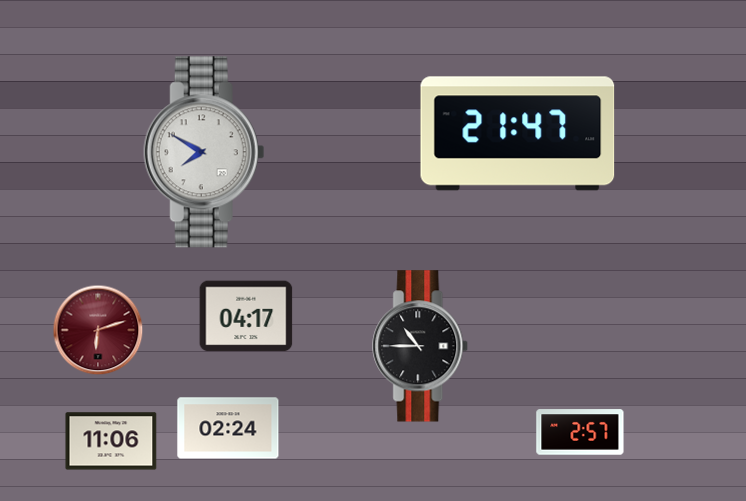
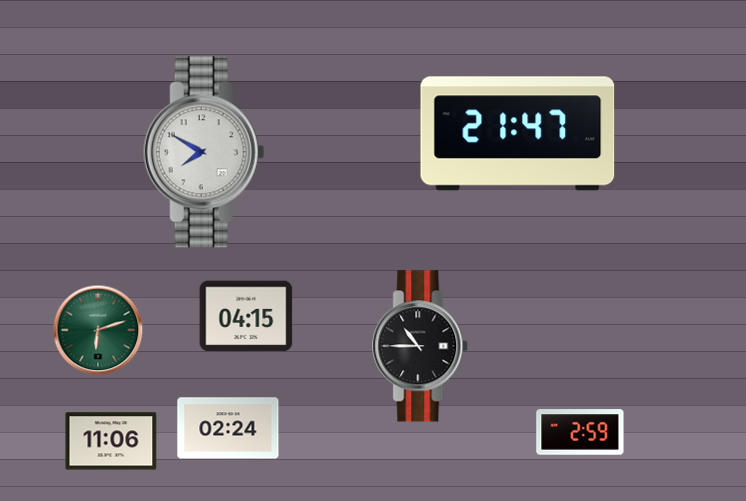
clock at (246, 316): 04:17 -> 04:15
clock at (98, 330) dial: burgundy -> green
clock at (580, 432): 2:57 -> 2:59
